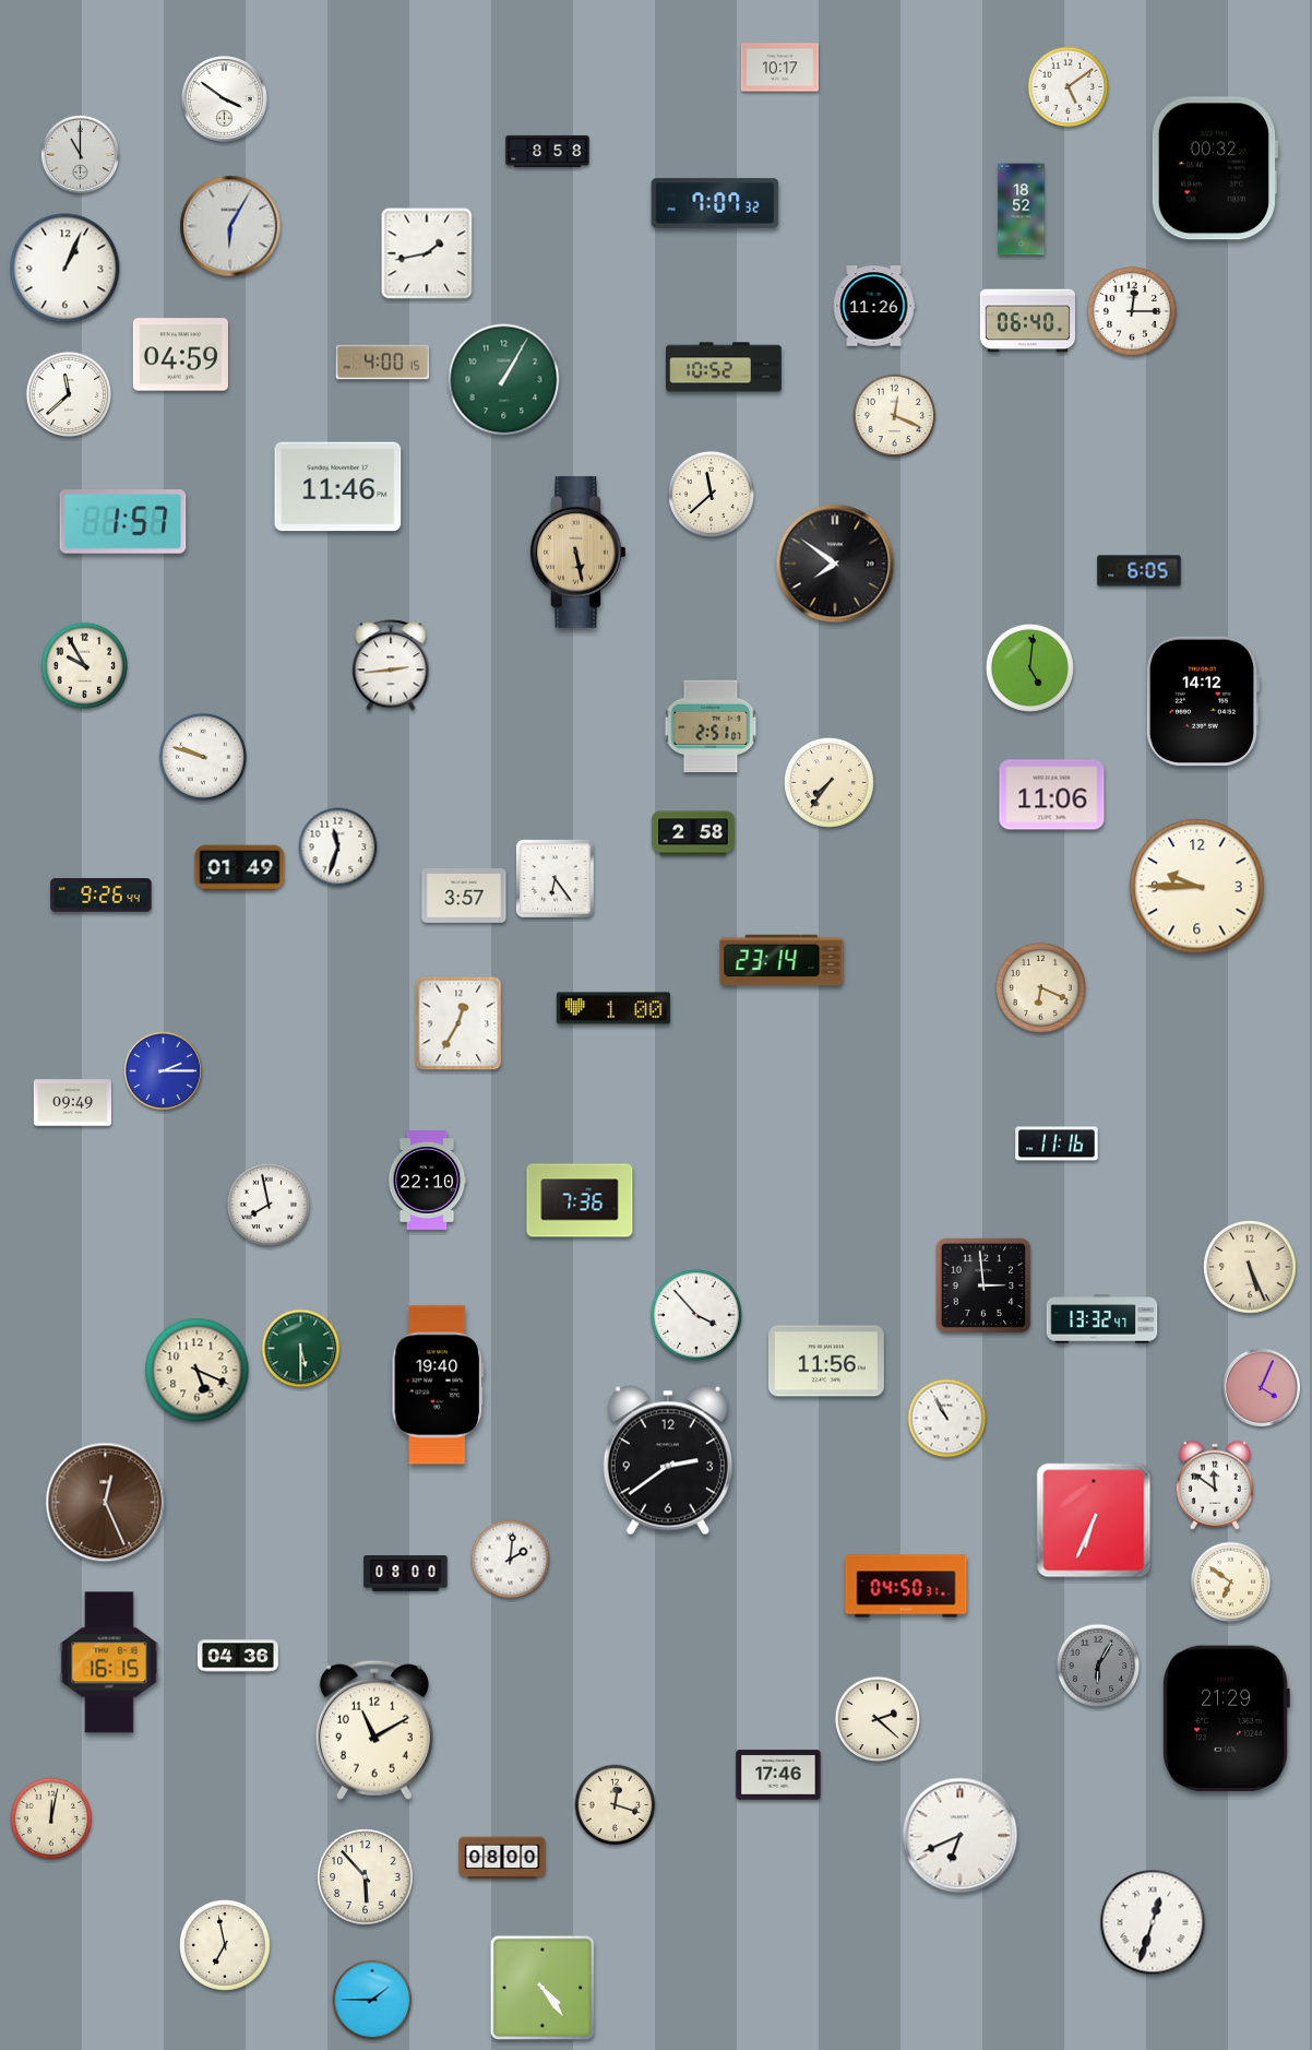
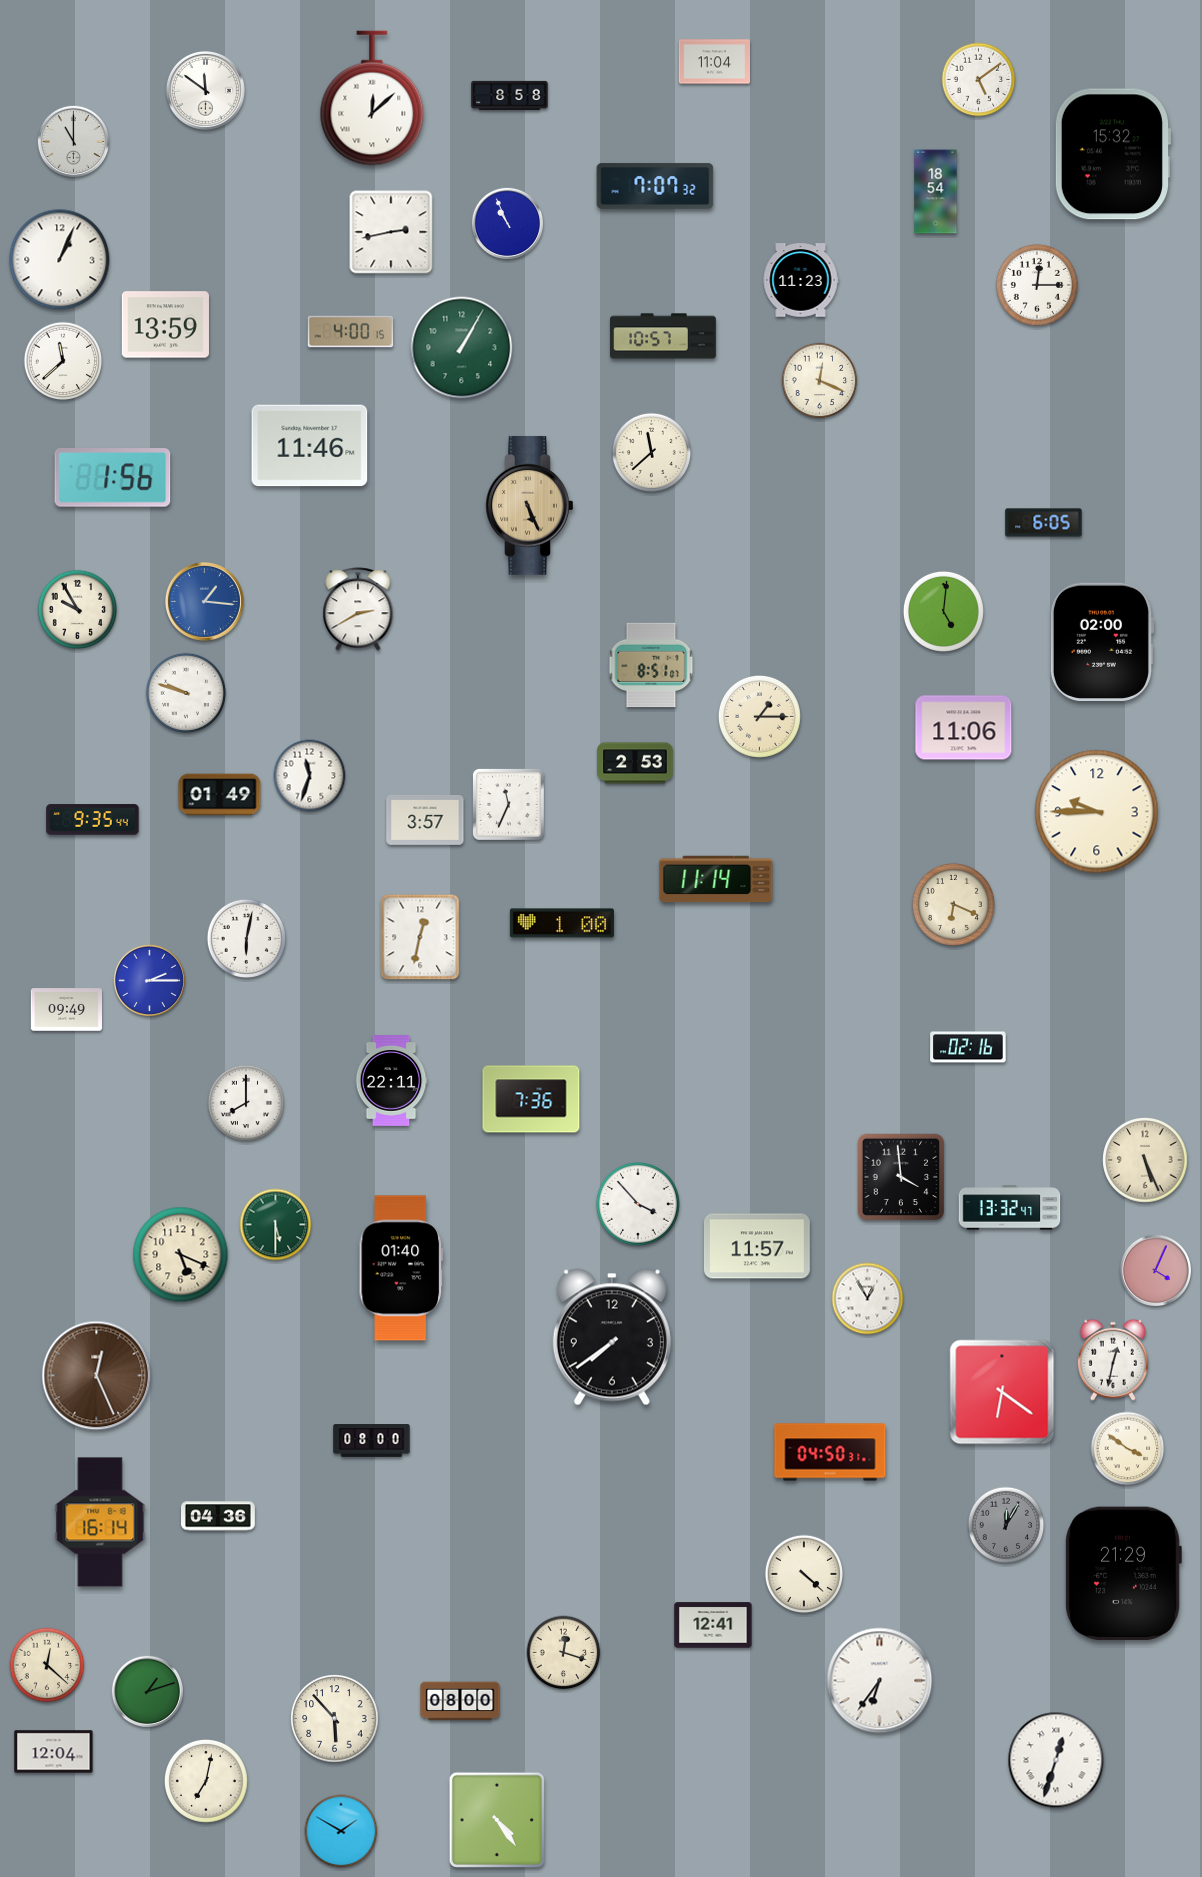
clock at (779, 68): 10:17 -> 11:04
clock at (224, 98): 3:51 -> 11:51
clock at (372, 98): none -> 12:08
clock at (548, 151) position: (548, 151) -> (510, 95)
clock at (1214, 168): 00:32 -> 15:32
clock at (1022, 210): 18:52 -> 18:54
clock at (230, 226): 6:05 -> none
clock at (508, 223): none -> 10:56
clock at (427, 253): 1:43 -> 2:43
clock at (65, 269) position: (65, 269) -> (60, 260)
clock at (874, 306): 11:26 -> 11:23
clock at (1027, 321): 06:40 -> none
clock at (180, 355): 04:59 -> 13:59
clock at (725, 367): 10:52 -> 10:57
clock at (123, 522): 1:57 -> 1:56
clock at (579, 553): 5:28 -> 5:26
clock at (835, 564): 7:51 -> none
clock at (204, 601): none -> 1:16
clock at (391, 665): 2:44 -> 2:40
clock at (1202, 701): 14:12 -> 02:00
clock at (711, 726): 2:51 -> 8:51
clock at (828, 782): 7:36 -> 1:15
clock at (693, 833): 2:58 -> 2:53
clock at (554, 878): 6:24 -> 11:34
clock at (102, 896): 9:26 -> 9:35
clock at (782, 960): 23:14 -> 11:14
clock at (458, 1023): 12:35 -> 12:32
clock at (246, 938): none -> 6:02
clock at (1057, 1144): 11:16 -> 02:16
clock at (427, 1181): 22:10 -> 22:11
clock at (269, 1205): 7:58 -> 8:00
clock at (983, 1285): 2:59 -> 3:59
clock at (301, 1349) position: (301, 1349) -> (276, 1225)
clock at (826, 1361): 11:56 -> 11:57
clock at (437, 1385): 19:40 -> 01:40
clock at (947, 1419): 10:55 -> 12:55
clock at (668, 1460): 2:39 -> 7:39
clock at (1215, 1485): 11:51 -> 12:32
clock at (1094, 1520): 6:34 -> 6:21
clock at (511, 1560): 2:01 -> none
clock at (1231, 1583): 6:51 -> 3:51
clock at (109, 1662): 16:15 -> 16:14
clock at (1098, 1666): 6:05 -> 12:05
clock at (878, 1719): 2:22 -> 4:22
clock at (374, 1730): 11:10 -> none
clock at (778, 1775): 17:46 -> 12:41
clock at (51, 1818): 12:02 -> 12:22
clock at (961, 1836): 6:41 -> 6:36
clock at (148, 1691): none -> 1:12
clock at (54, 1752): none -> 12:04
clock at (225, 1945): 6:58 -> 7:02
clock at (372, 2000): 1:45 -> 1:50
